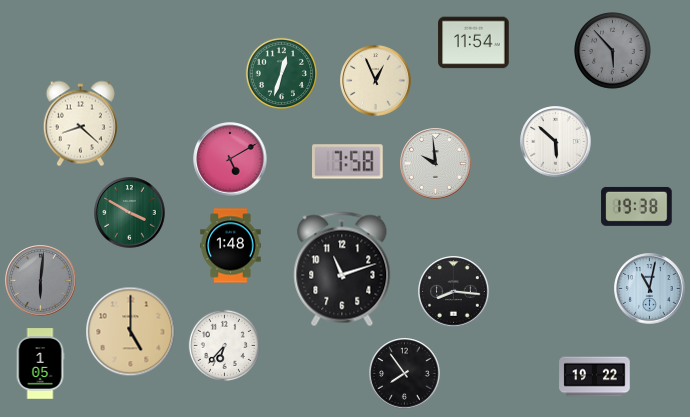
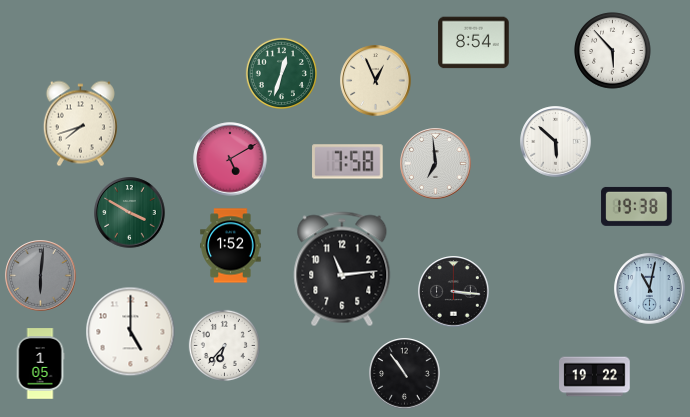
clock at (474, 43): 11:54 -> 8:54
clock at (613, 51) dial: grey -> white
clock at (80, 124): 8:22 -> 7:42
clock at (436, 164): 9:59 -> 6:59
clock at (231, 246): 1:48 -> 1:52
clock at (342, 269): 11:12 -> 11:14
clock at (41, 281) position: (41, 281) -> (41, 276)
clock at (454, 292): 8:16 -> 3:16
clock at (131, 332) dial: champagne -> white
clock at (405, 374): 7:54 -> 10:54
